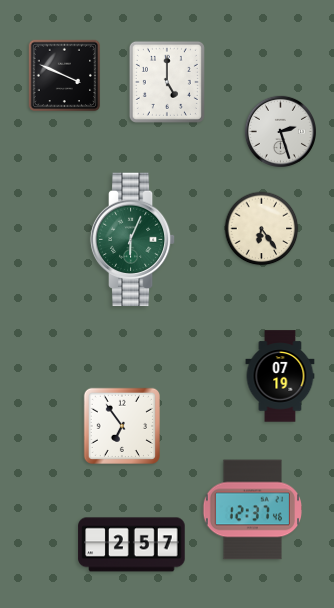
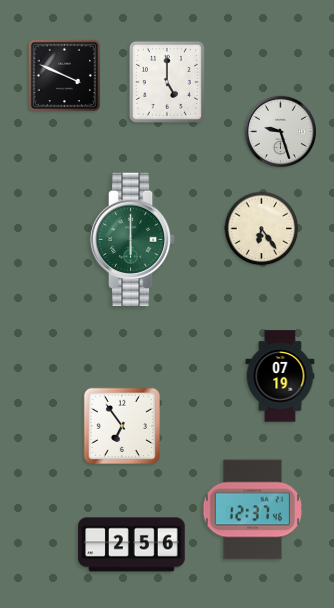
clock at (280, 131): 2:27 -> 9:27
clock at (133, 240): 6:04 -> 6:00
clock at (132, 545): 2:57 -> 2:56
